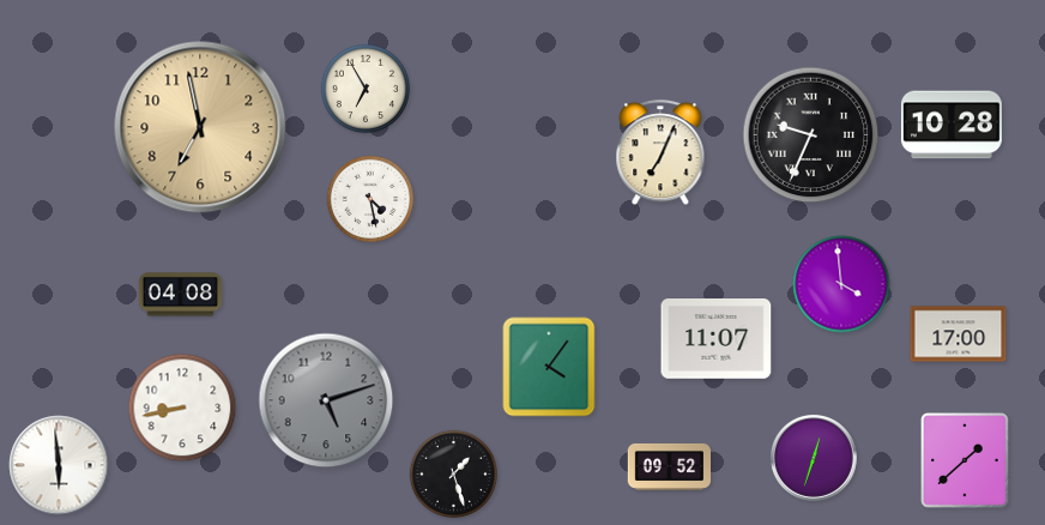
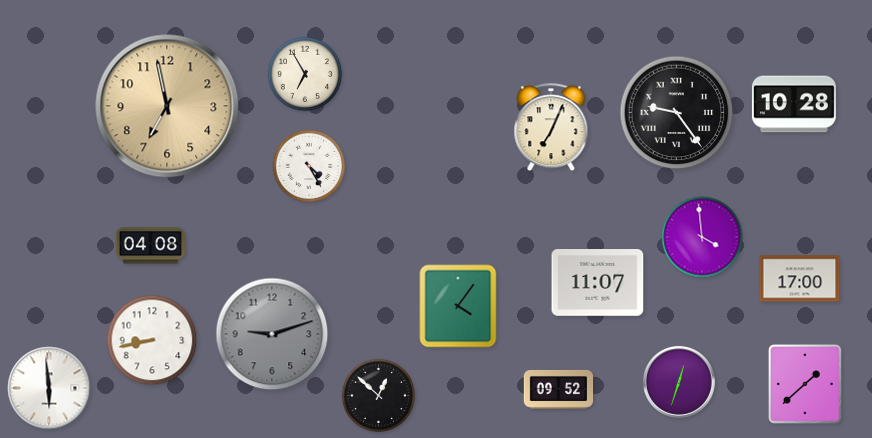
clock at (811, 135): 9:34 -> 9:24
clock at (370, 199): 4:28 -> 4:25
clock at (326, 400): 5:12 -> 9:12
clock at (454, 473): 1:27 -> 12:52
